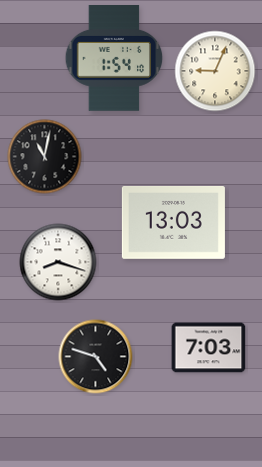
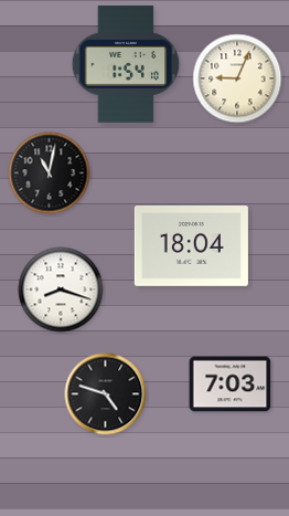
clock at (173, 222): 13:03 -> 18:04
clock at (58, 262) position: (58, 262) -> (61, 289)
